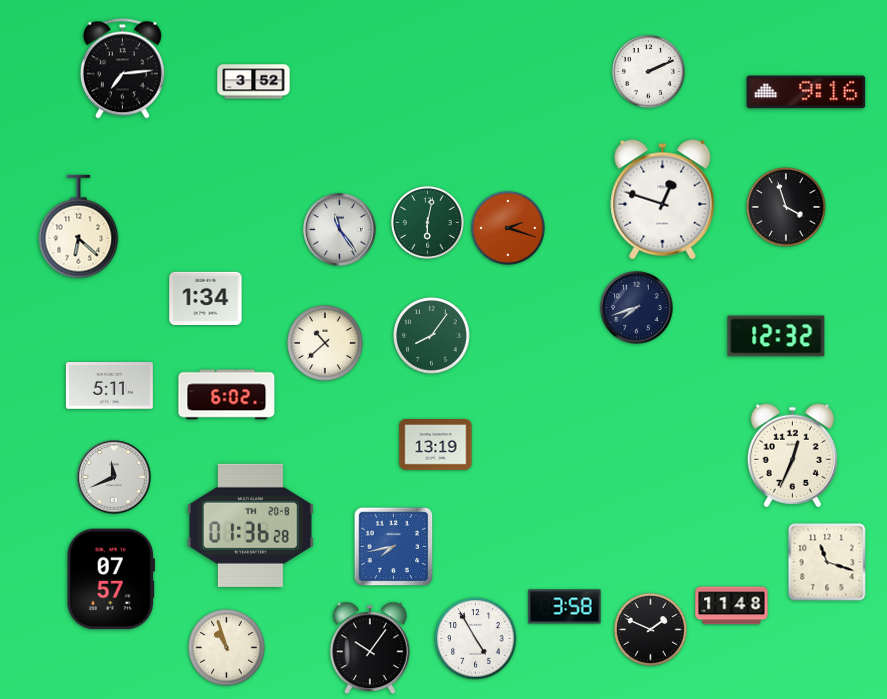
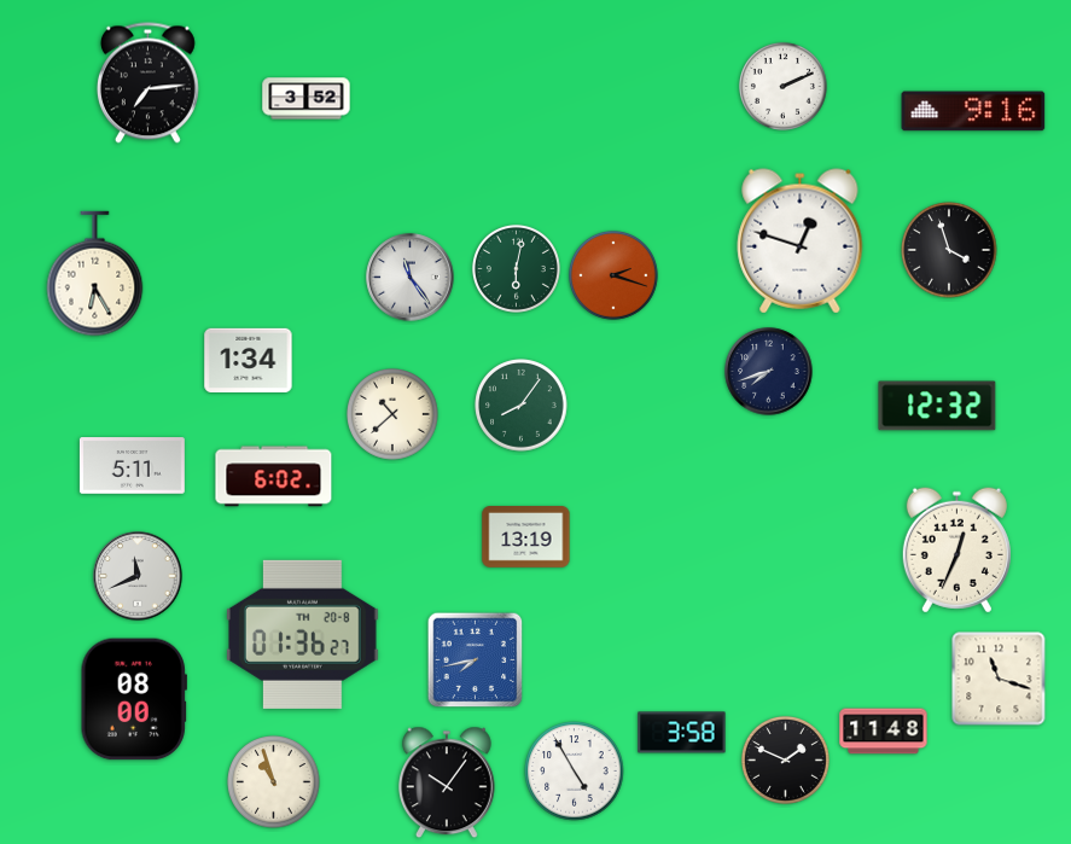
clock at (79, 227): 6:22 -> 6:25
clock at (250, 525): 01:36:28 -> 01:36:27
clock at (111, 579): 07:57 -> 08:00
